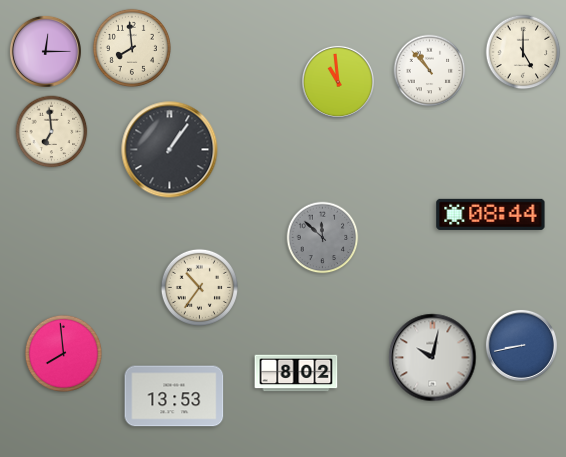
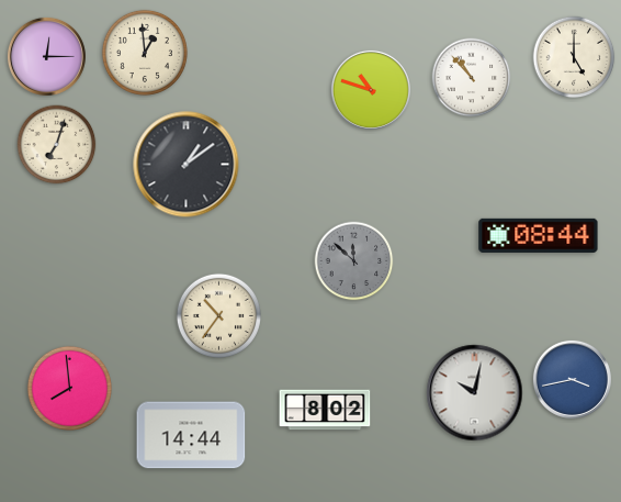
clock at (132, 48): 7:59 -> 12:59
clock at (45, 51) position: (45, 51) -> (46, 56)
clock at (338, 82): 10:59 -> 10:48
clock at (52, 132): 6:59 -> 7:03
clock at (170, 150): 1:06 -> 1:09
clock at (521, 345): 8:43 -> 3:43
clock at (174, 396): 13:53 -> 14:44
